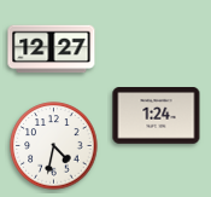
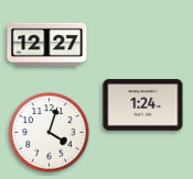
clock at (54, 146): 4:32 -> 4:03
